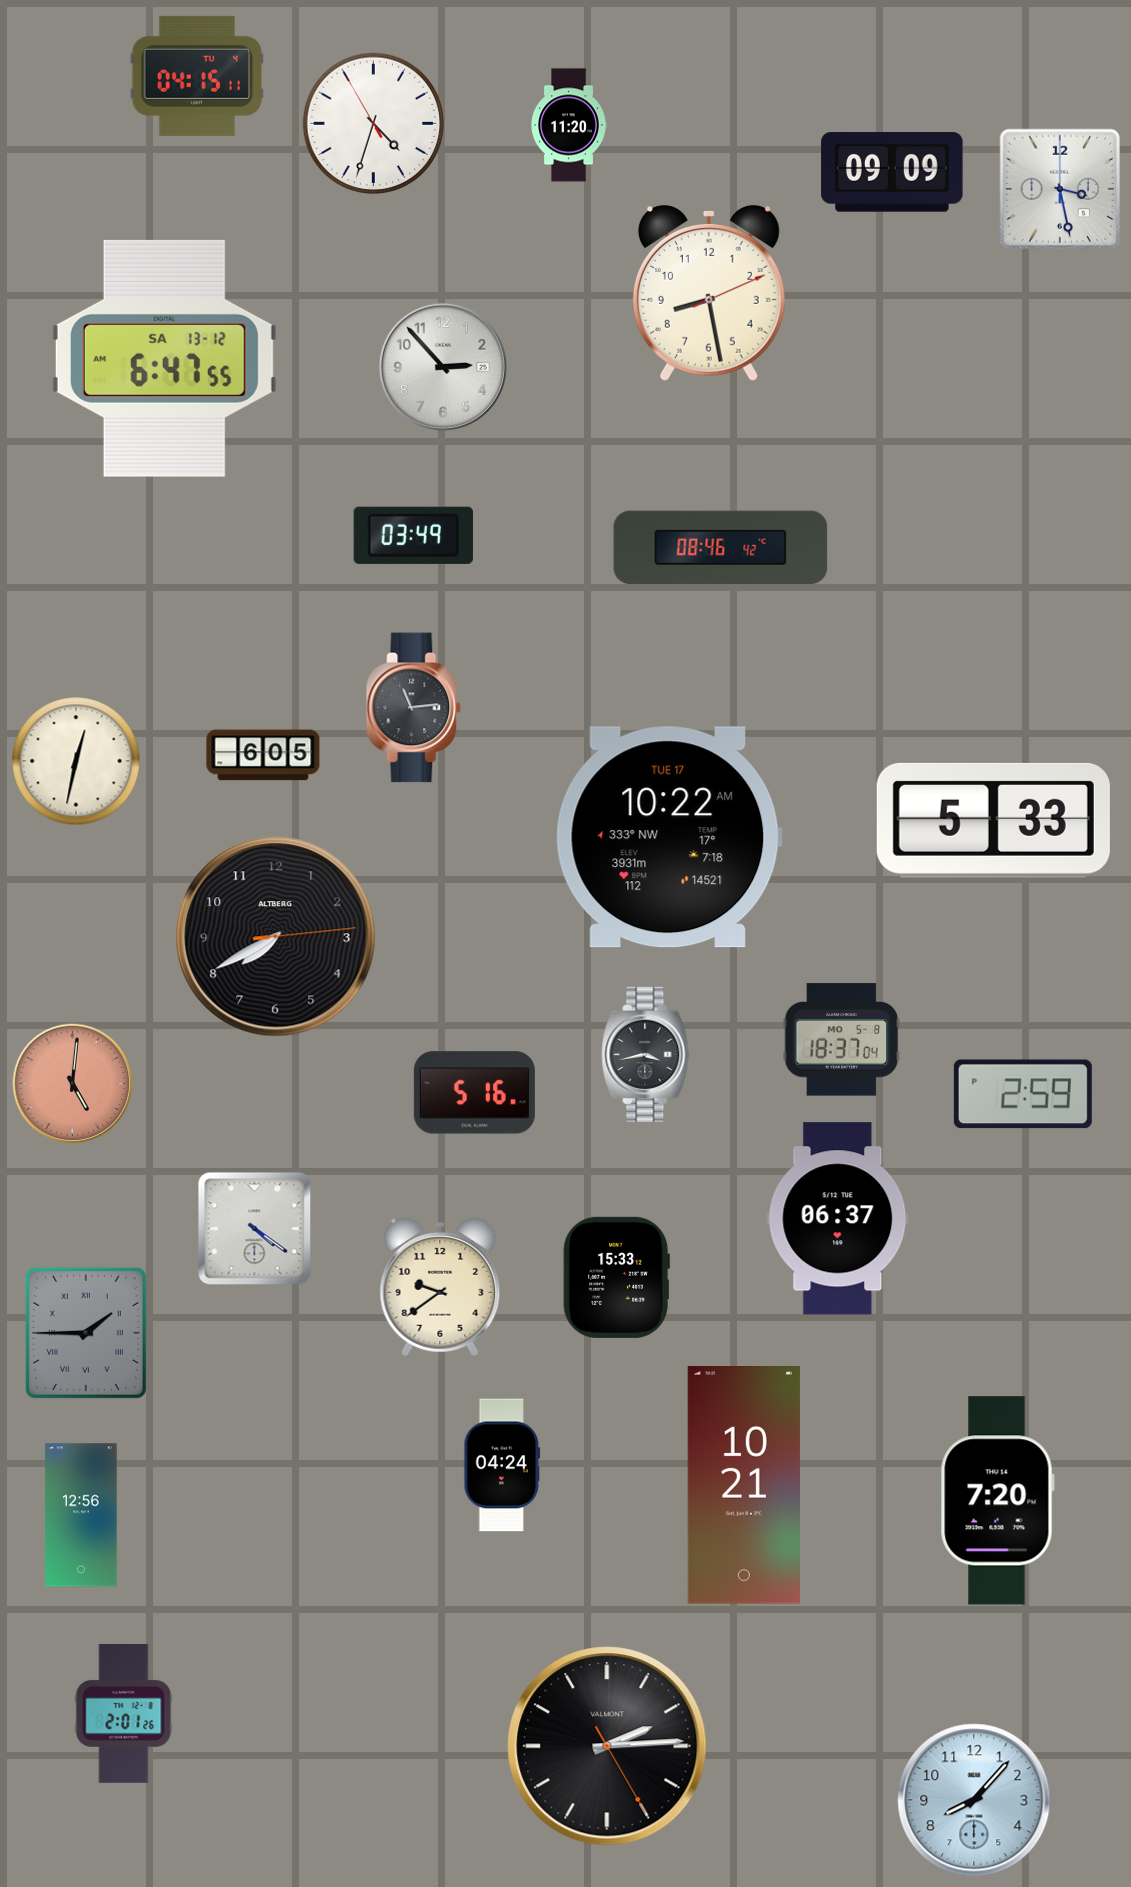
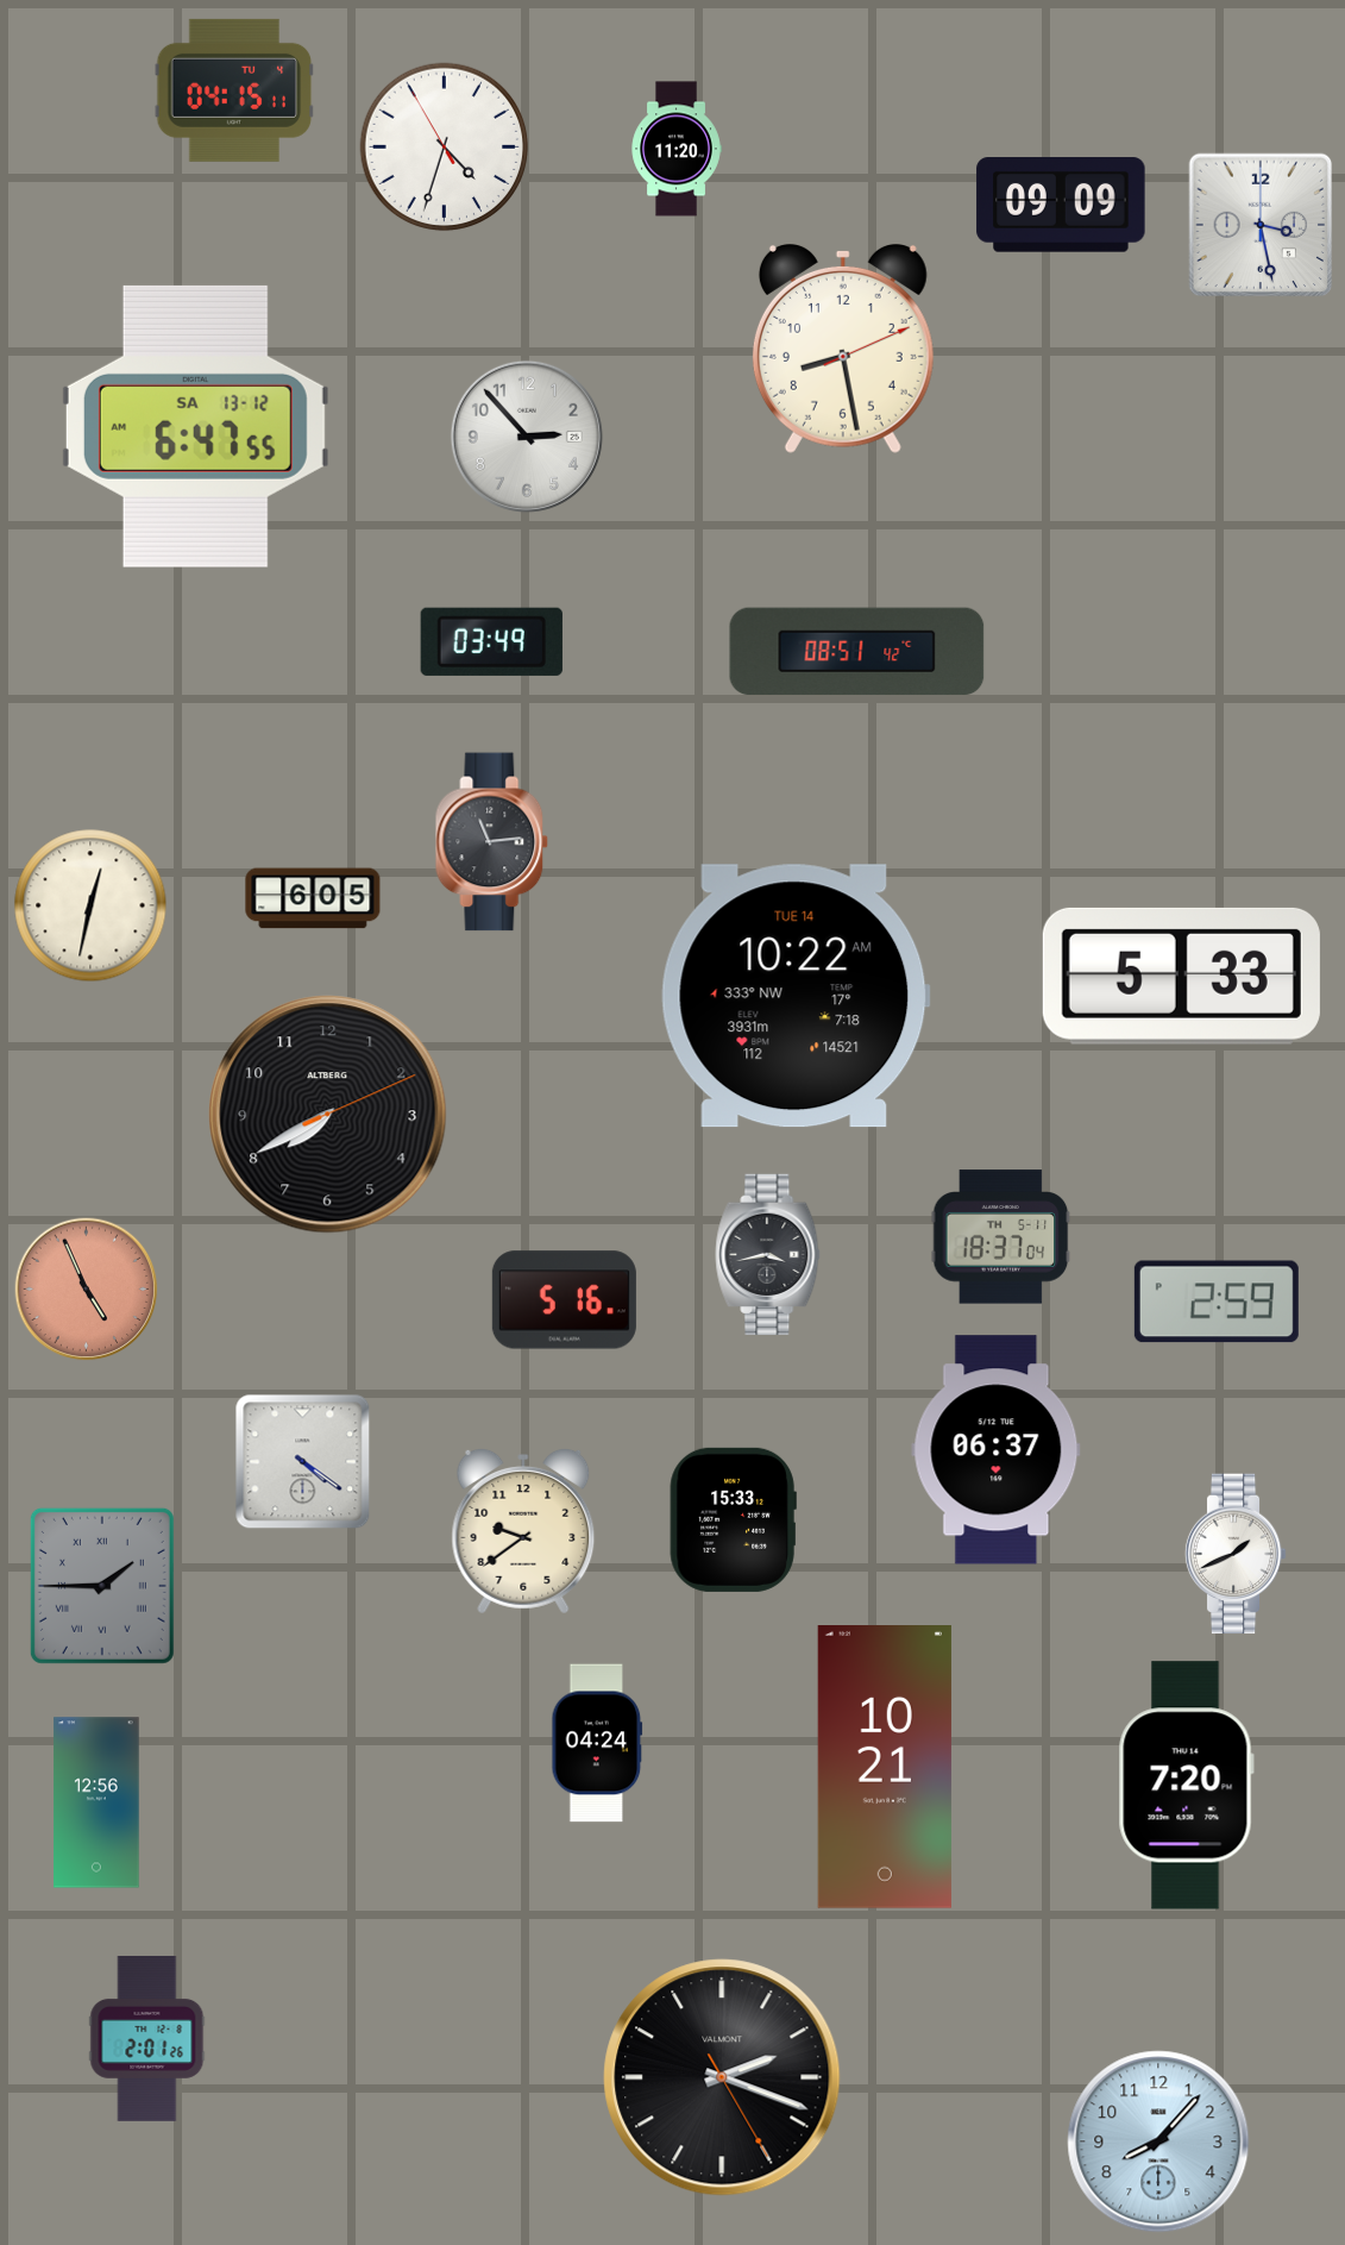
clock at (413, 535) position: (413, 535) -> (491, 641)
clock at (721, 548): 08:46 -> 08:51
clock at (669, 837) date: TUE 17 -> TUE 14
clock at (276, 937): 7:40:14 -> 7:40:11
clock at (842, 1040) date: MO 5-8 -> TH 5-11
clock at (73, 1084): 5:01 -> 4:56
clock at (1236, 1554): none -> 1:41
clock at (607, 1746): 2:14 -> 2:18
